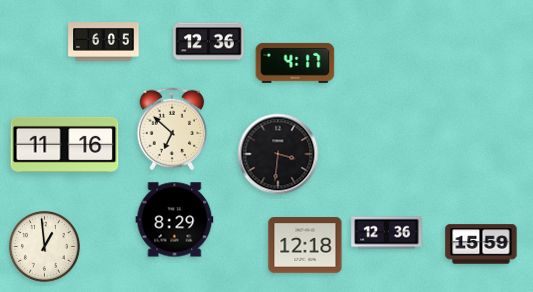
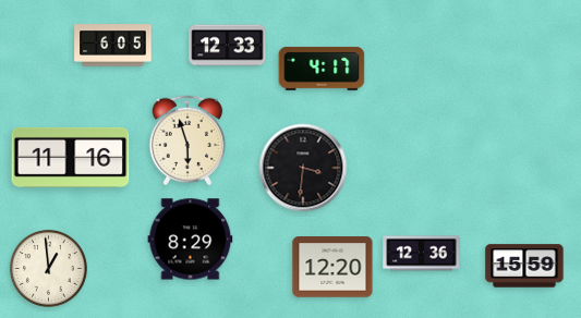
clock at (209, 42): 12:36 -> 12:33
clock at (172, 129): 6:52 -> 5:57
clock at (305, 245): 12:18 -> 12:20
